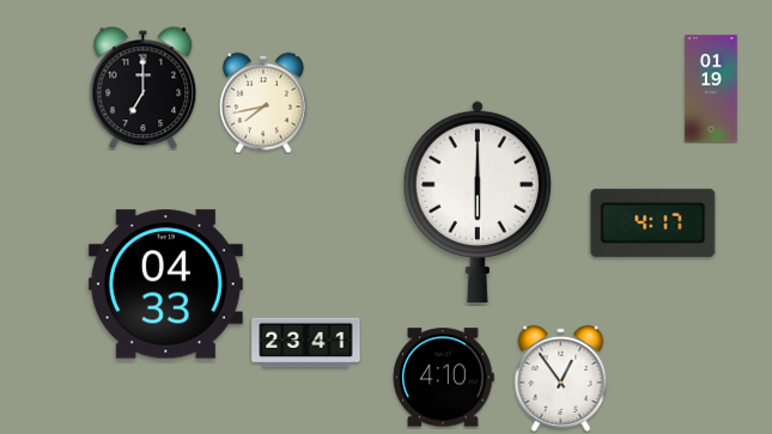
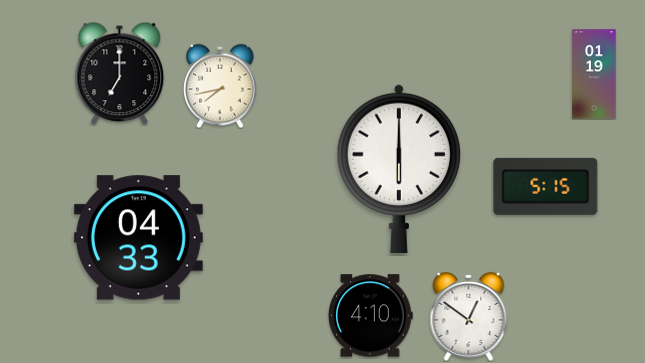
clock at (654, 222): 4:17 -> 5:15
clock at (306, 343): 23:41 -> none
clock at (561, 378): 12:54 -> 12:51
